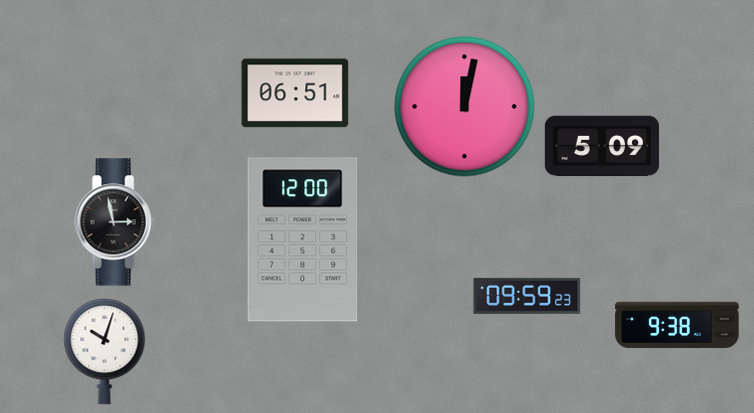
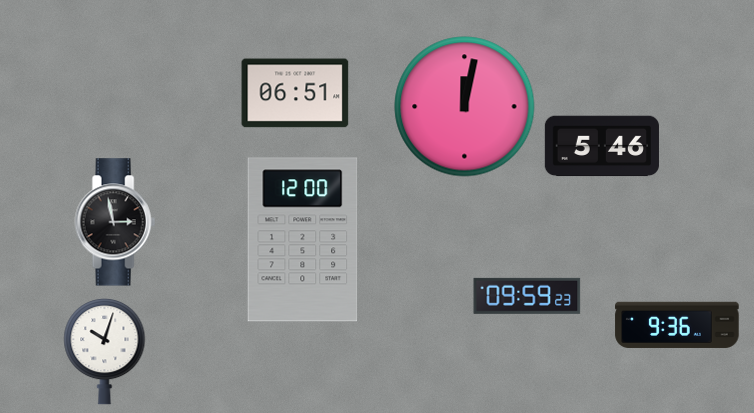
clock at (602, 146): 5:09 -> 5:46
clock at (677, 325): 9:38 -> 9:36
